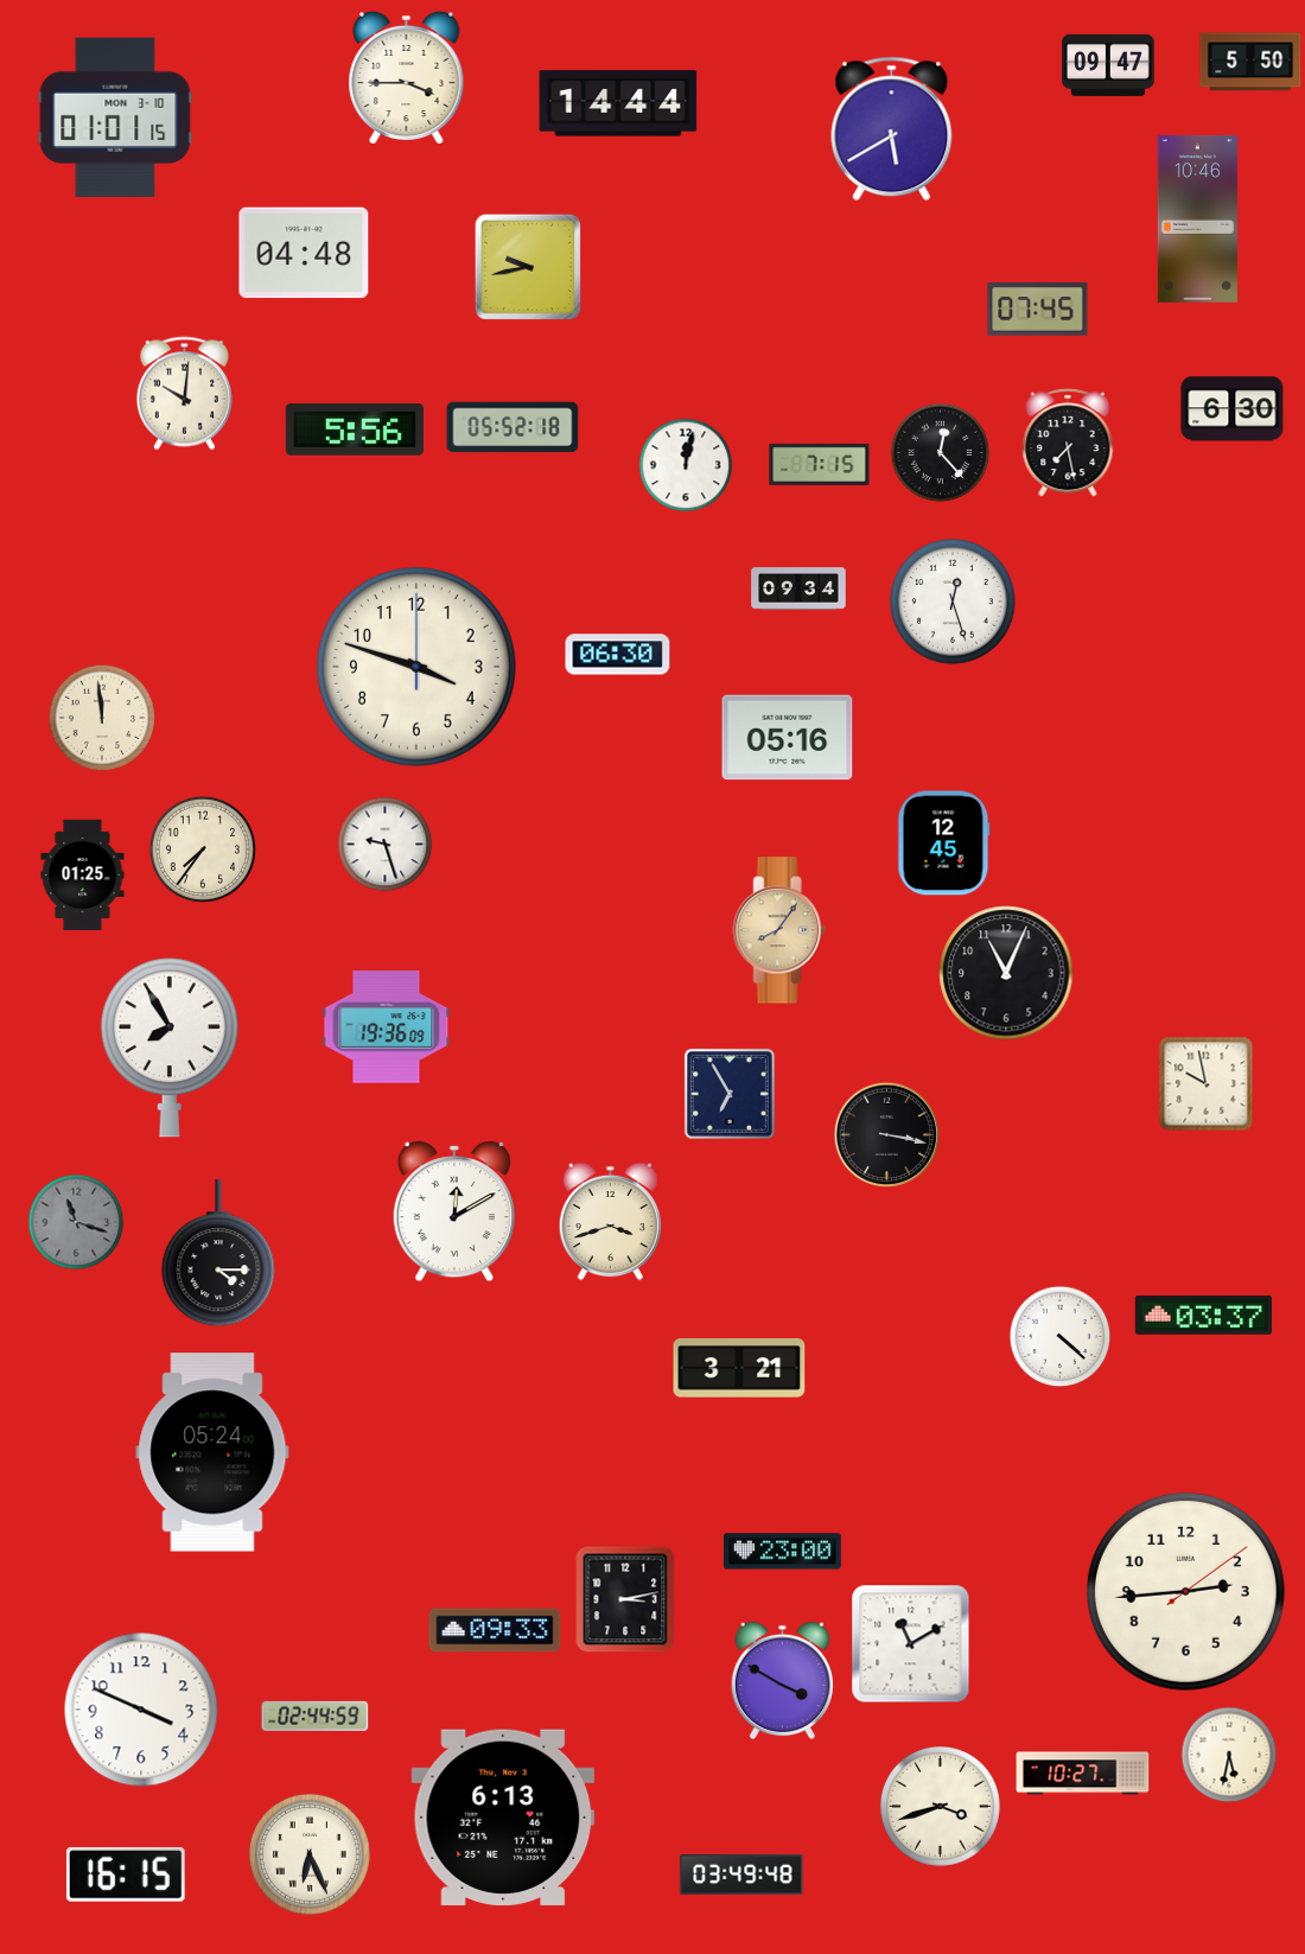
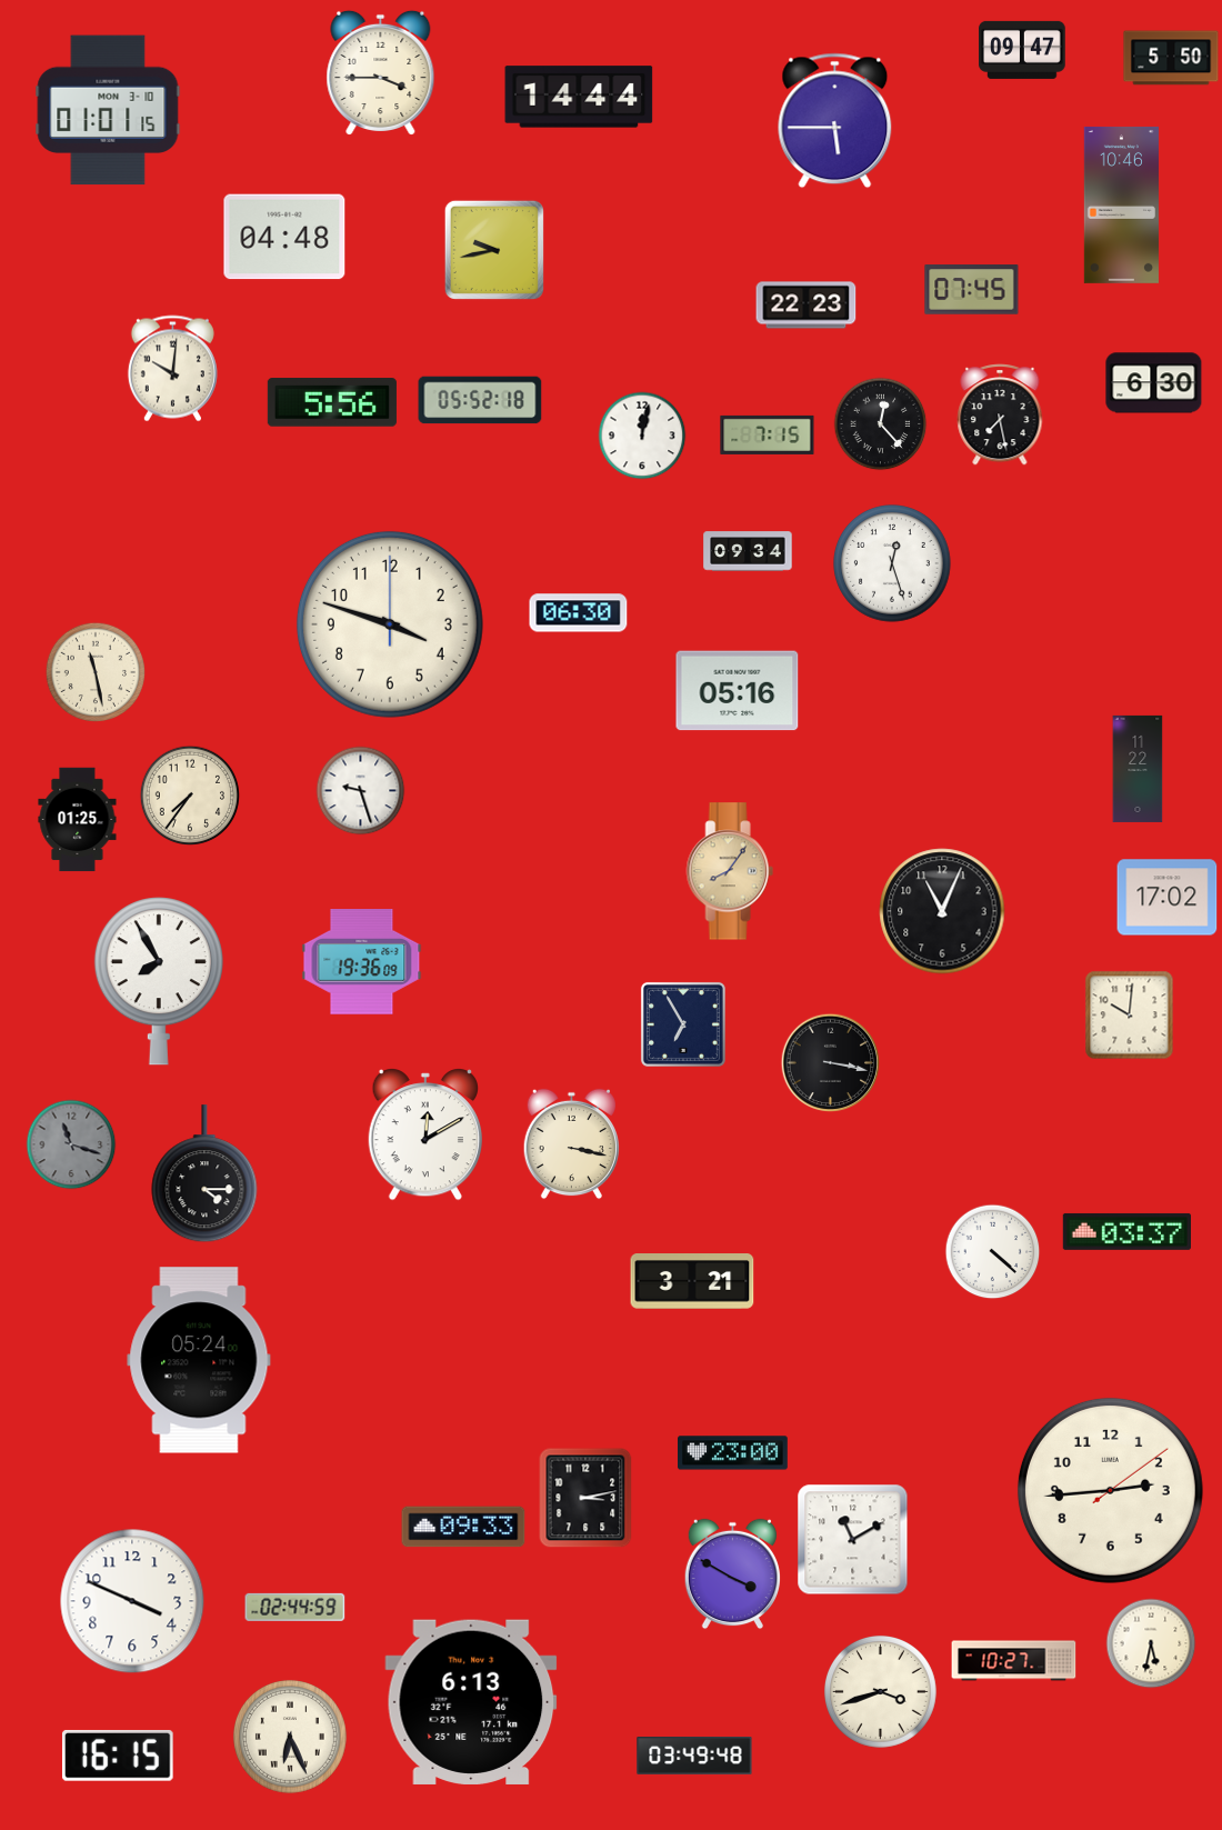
clock at (1108, 65) position: (1108, 65) -> (1022, 50)
clock at (892, 129): 5:40 -> 5:45
clock at (807, 306): none -> 22:23
clock at (102, 718): 11:59 -> 11:28
clock at (1138, 769): none -> 11:22
clock at (944, 844): 12:45 -> none
clock at (1168, 898): none -> 17:02
clock at (1207, 1084): 9:58 -> 10:01
clock at (610, 1222): 3:42 -> 3:17
